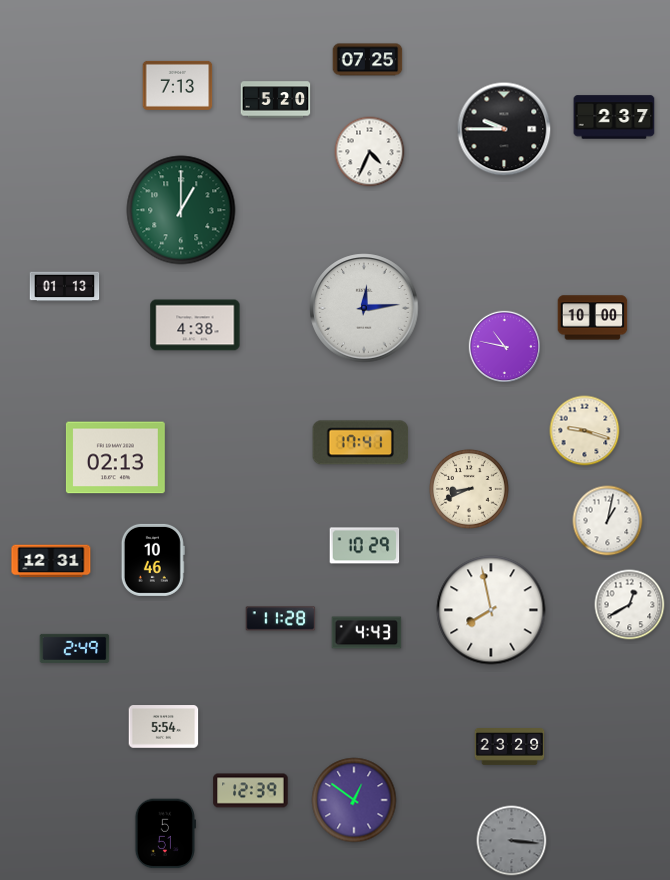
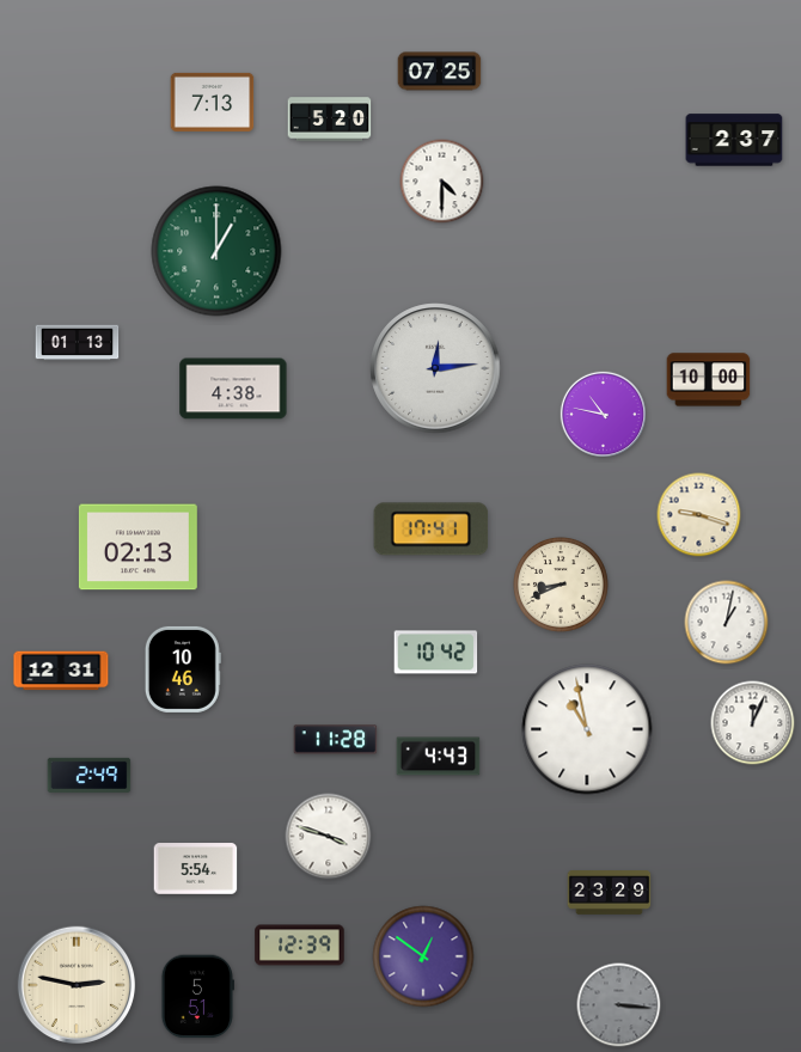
clock at (504, 129): 9:45 -> none
clock at (370, 152): 4:34 -> 4:30
clock at (365, 546): 10:29 -> 10:42
clock at (630, 605): 12:40 -> 12:04
clock at (491, 610): 7:58 -> 10:58
clock at (329, 837): none -> 3:48
clock at (77, 985): none -> 2:47
clock at (512, 841) position: (512, 841) -> (619, 1005)
